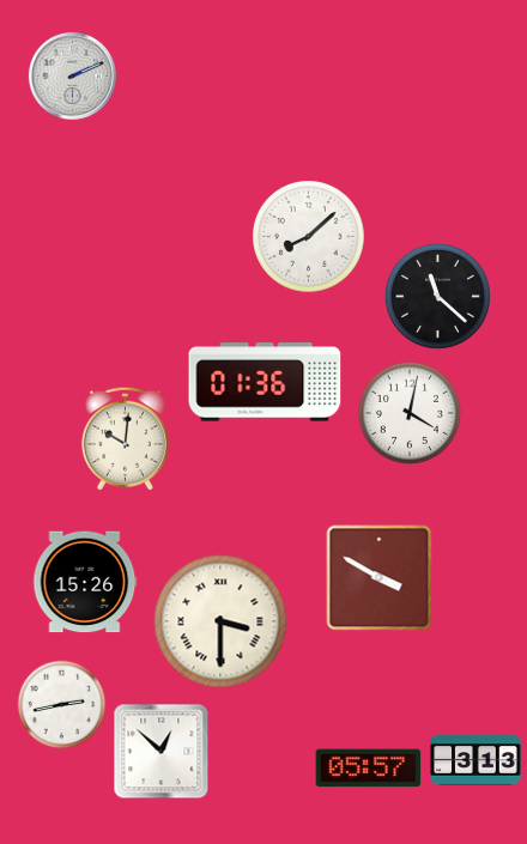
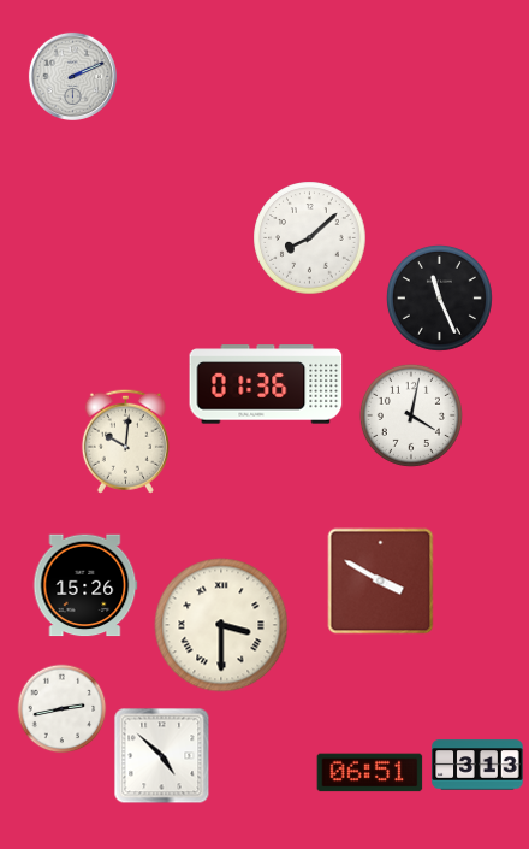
clock at (437, 296): 11:22 -> 11:26
clock at (162, 752): 12:52 -> 4:52
clock at (369, 769): 05:57 -> 06:51
